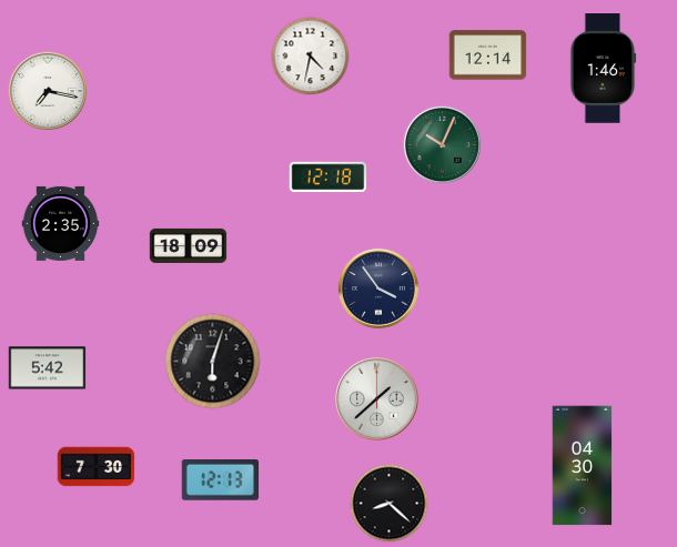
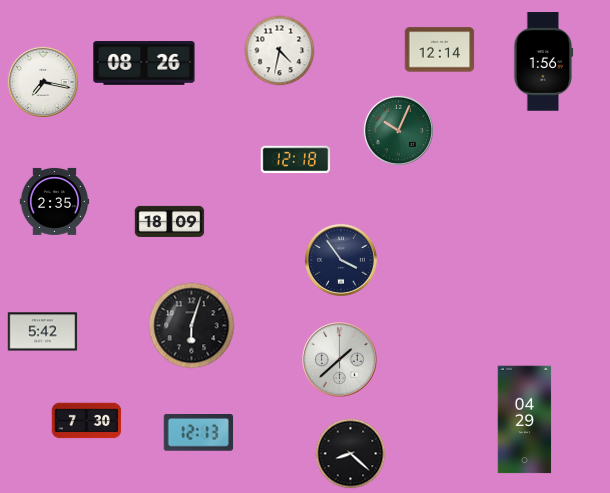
clock at (603, 69): 1:46 -> 1:56
clock at (144, 63): none -> 08:26
clock at (583, 466): 04:30 -> 04:29
